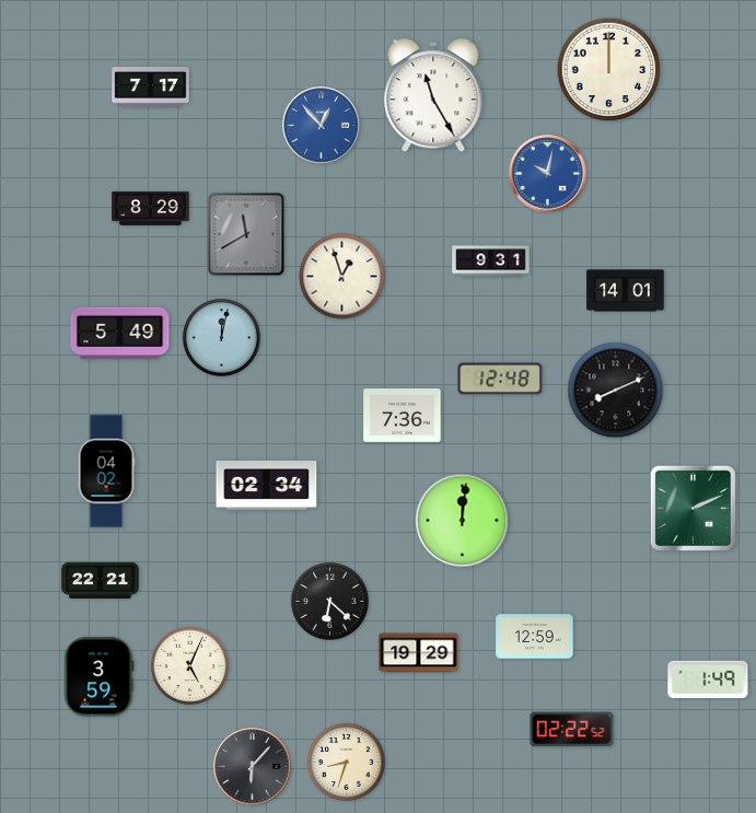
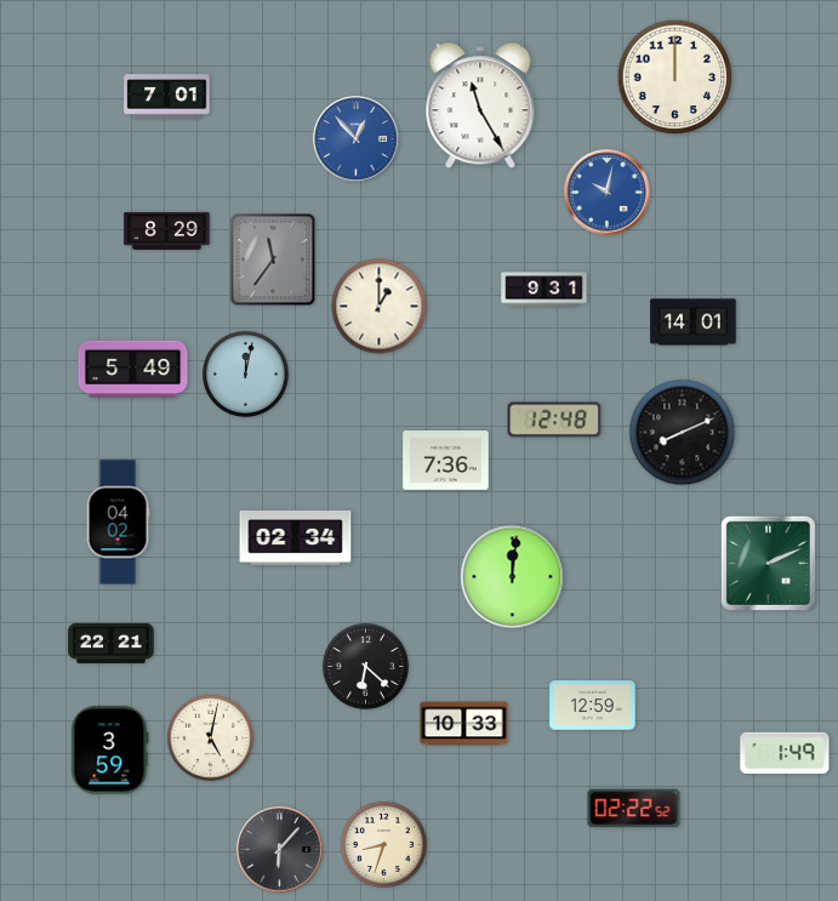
clock at (151, 88): 7:17 -> 7:01
clock at (246, 234): 11:40 -> 11:36
clock at (342, 277): 12:57 -> 1:00
clock at (419, 653): 19:29 -> 10:33
clock at (189, 665): 5:04 -> 5:02
